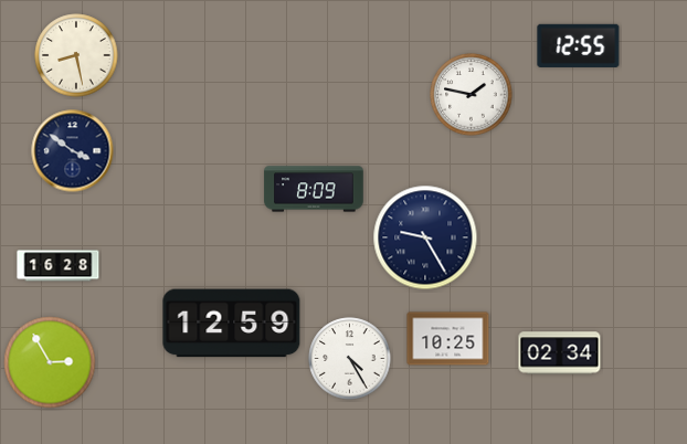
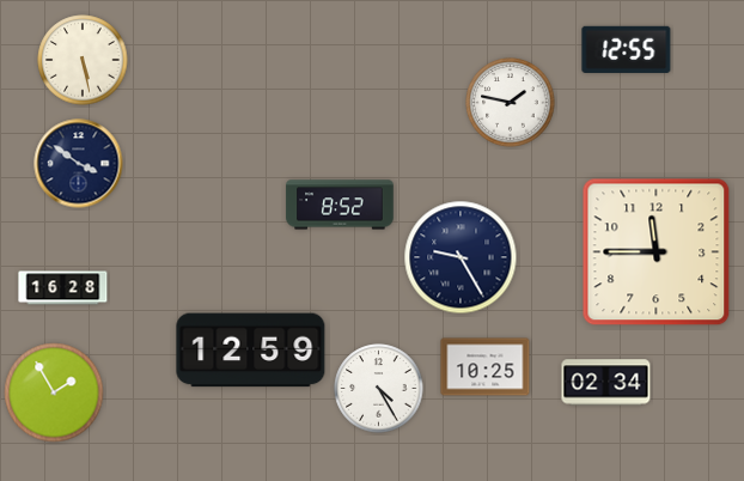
clock at (76, 55): 8:28 -> 5:28
clock at (314, 189): 8:09 -> 8:52
clock at (657, 252): none -> 11:45
clock at (50, 362): 2:55 -> 1:55
